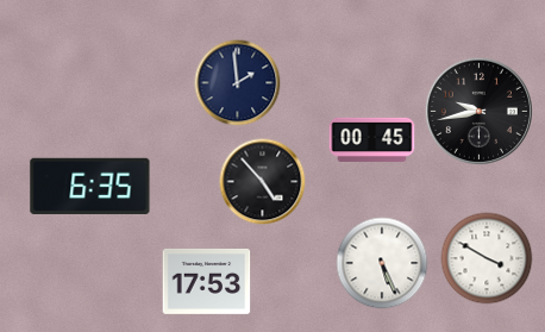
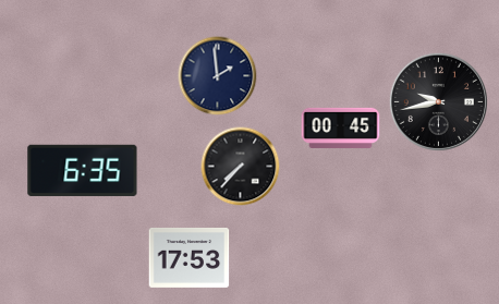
clock at (263, 182): 4:53 -> 7:37
clock at (487, 258): 3:50 -> none
clock at (382, 263): 5:26 -> none
